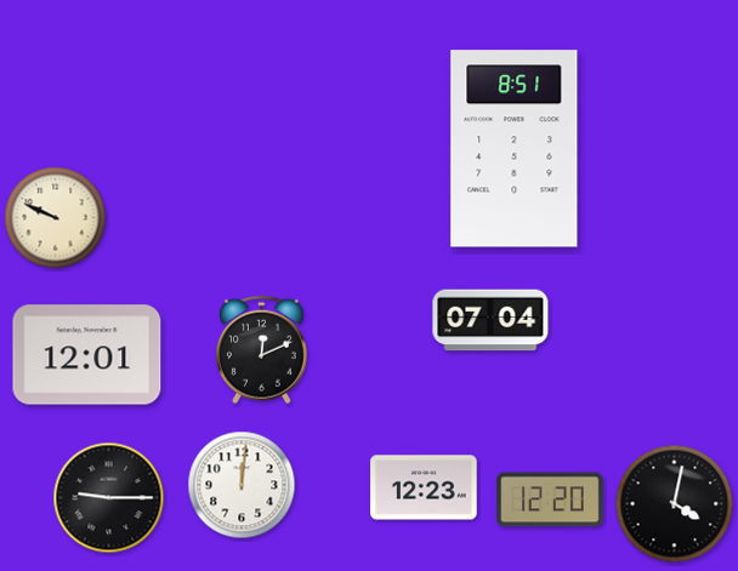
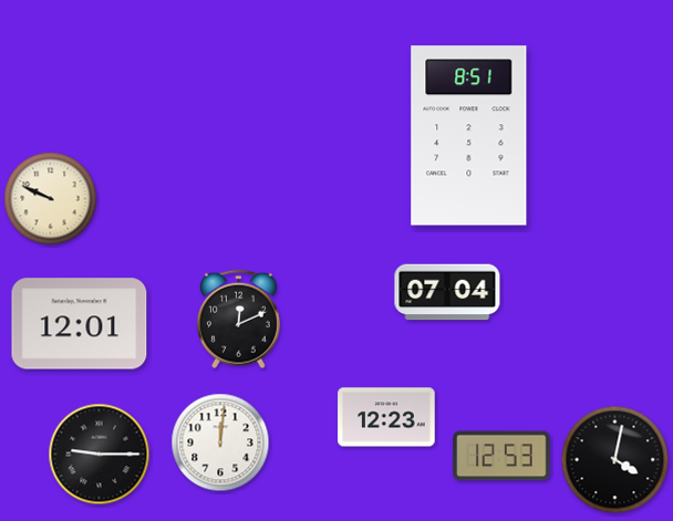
clock at (424, 487) position: (424, 487) -> (386, 417)
clock at (550, 499): 12:20 -> 12:53
